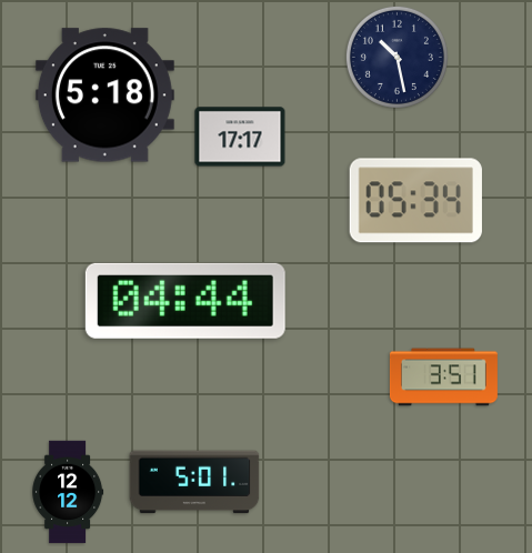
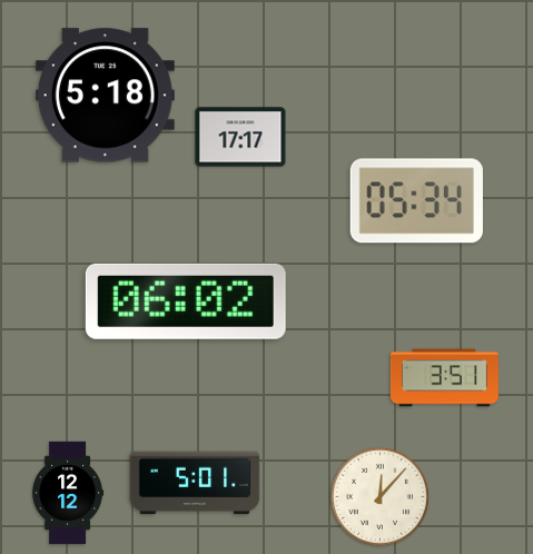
clock at (397, 57): 10:28 -> none
clock at (185, 301): 04:44 -> 06:02
clock at (379, 496): none -> 12:07
